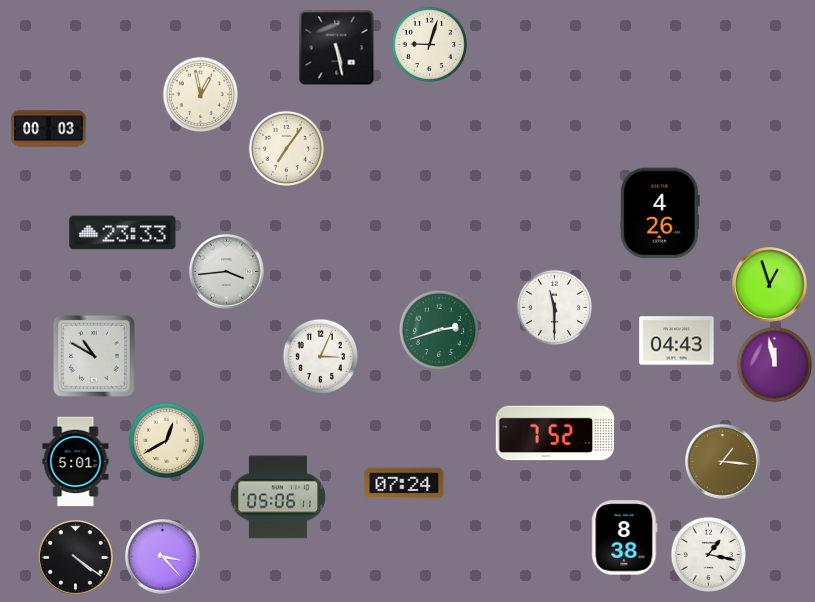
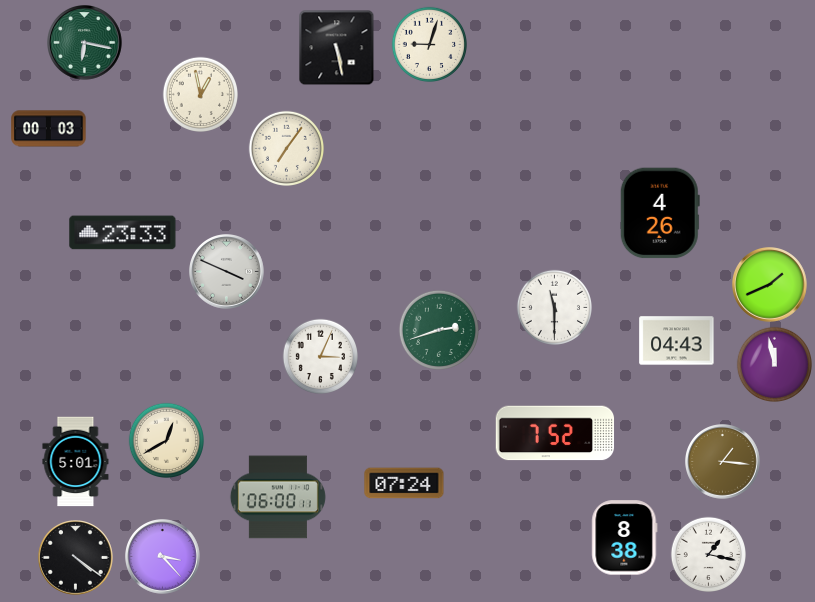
clock at (85, 43): none -> 6:17
clock at (227, 272): 3:44 -> 3:49
clock at (770, 285): 12:57 -> 1:41
clock at (94, 356): 10:50 -> none
clock at (278, 497): 05:06 -> 06:00
